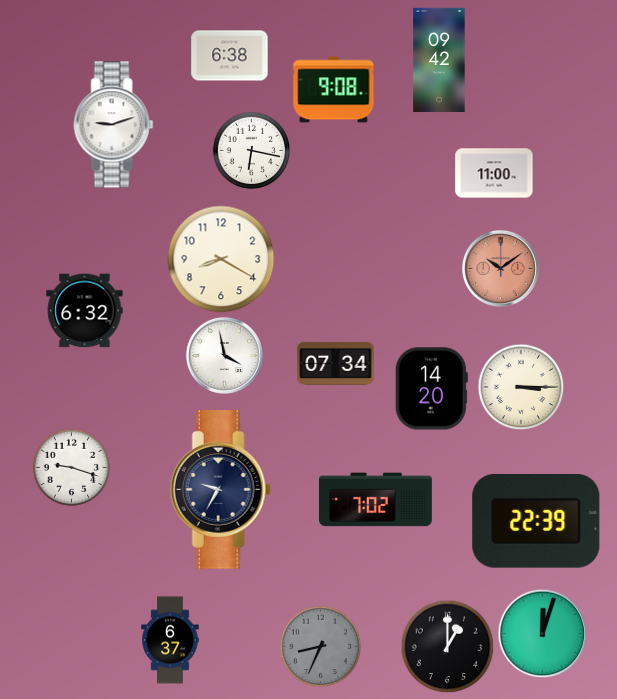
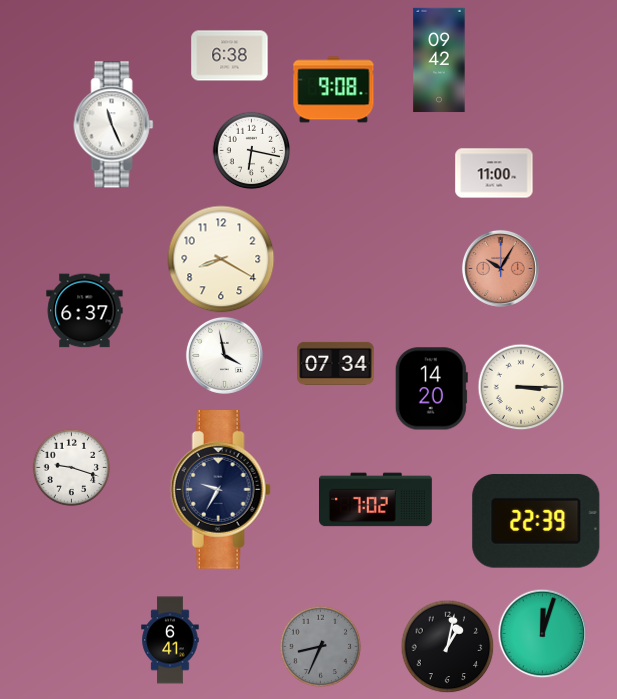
clock at (114, 125): 9:12 -> 11:26
clock at (500, 268): 10:09 -> 10:05
clock at (85, 311): 6:32 -> 6:37
clock at (170, 640): 6:37 -> 6:41
clock at (447, 646): 1:00 -> 1:02
